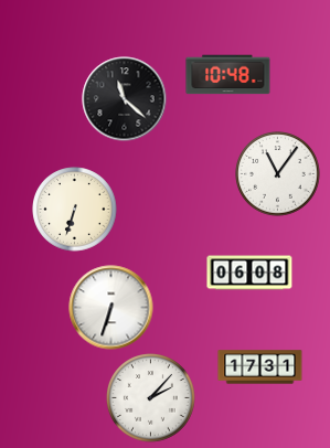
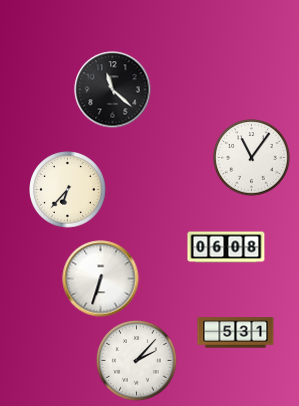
clock at (228, 75): 10:48 -> none
clock at (75, 210): 6:33 -> 6:37
clock at (260, 367): 17:31 -> 5:31
